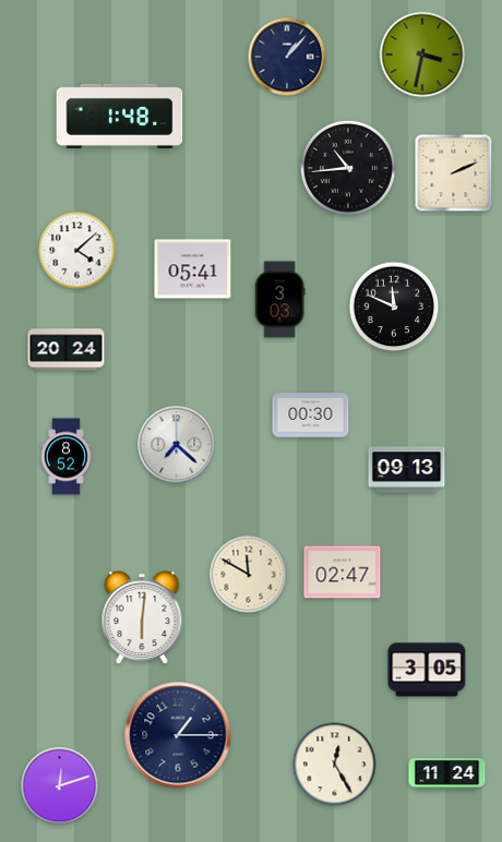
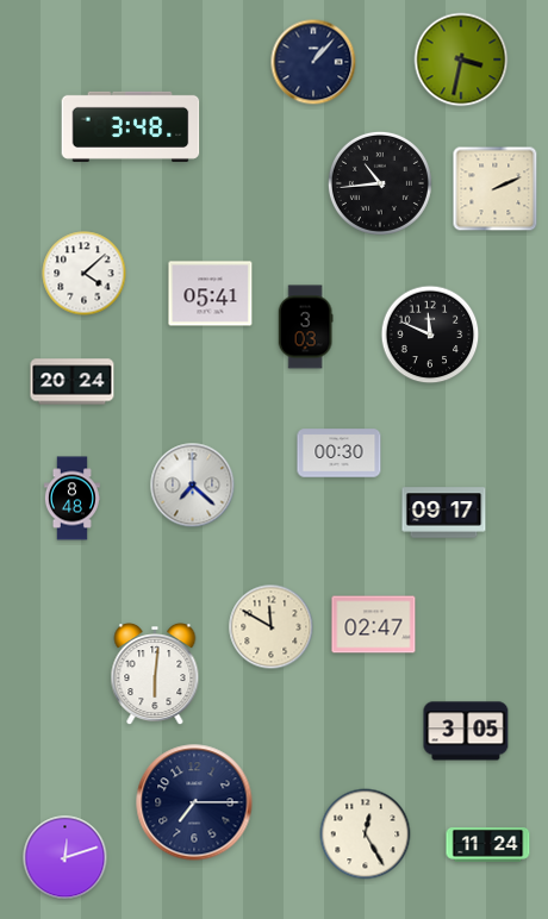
clock at (120, 116): 1:48 -> 3:48
clock at (65, 457): 8:52 -> 8:48
clock at (407, 470): 09:13 -> 09:17
clock at (178, 735): 1:15 -> 7:15
